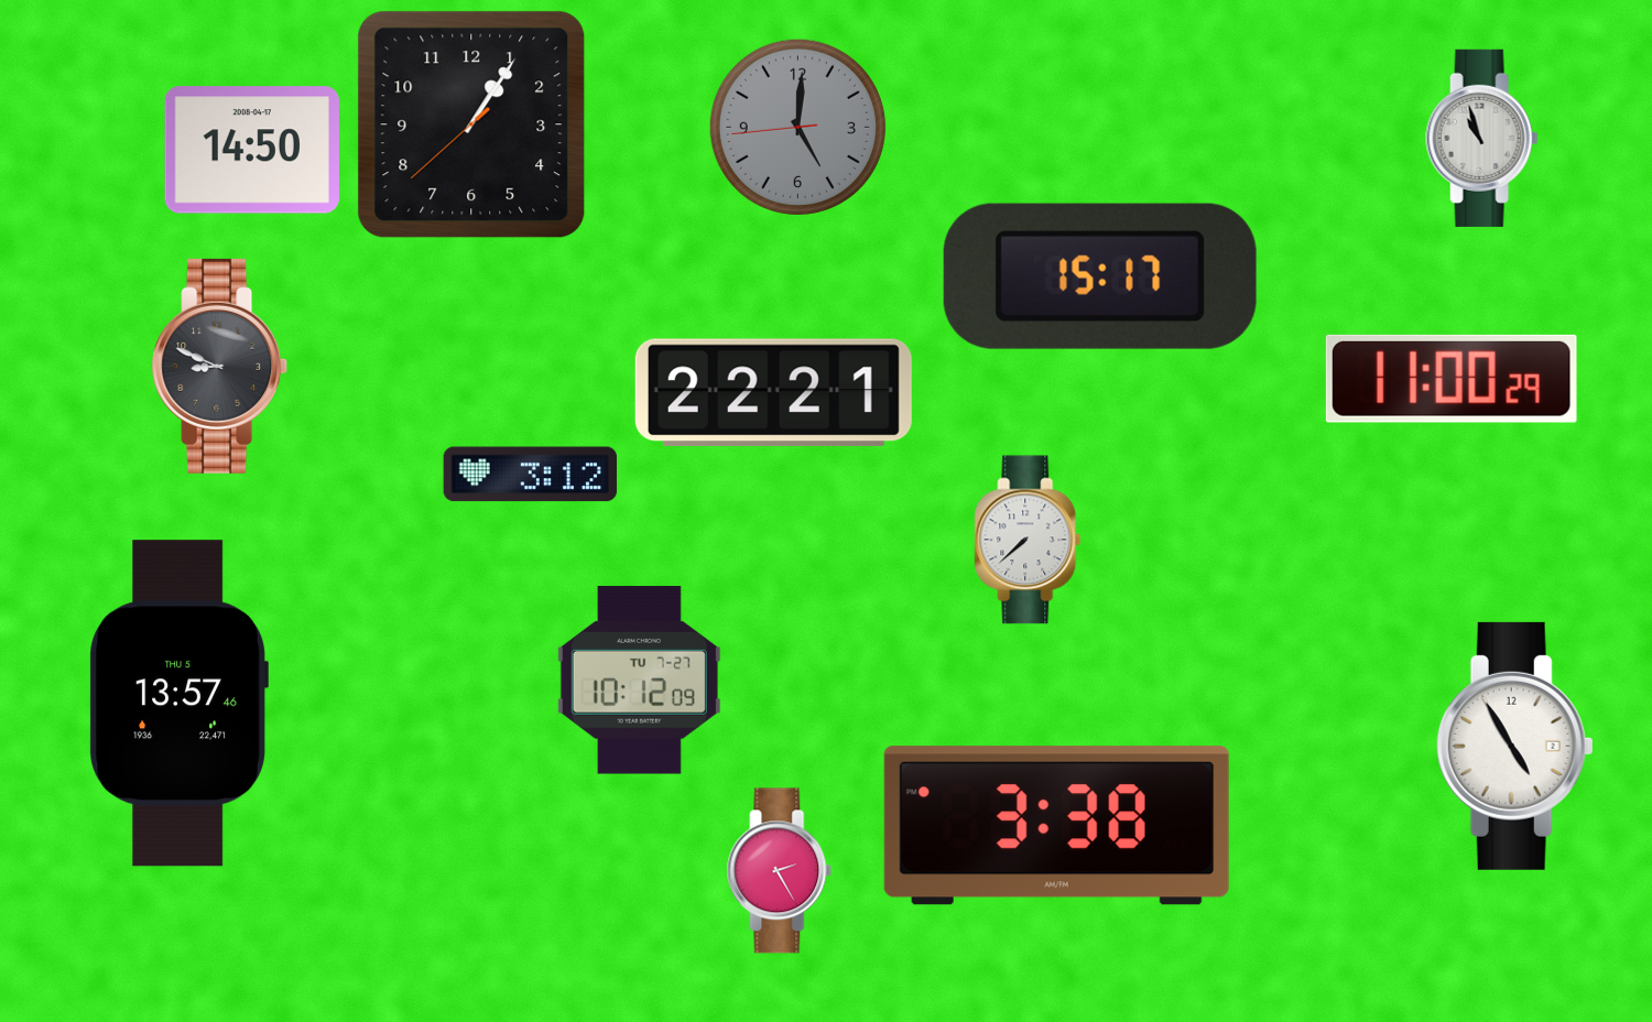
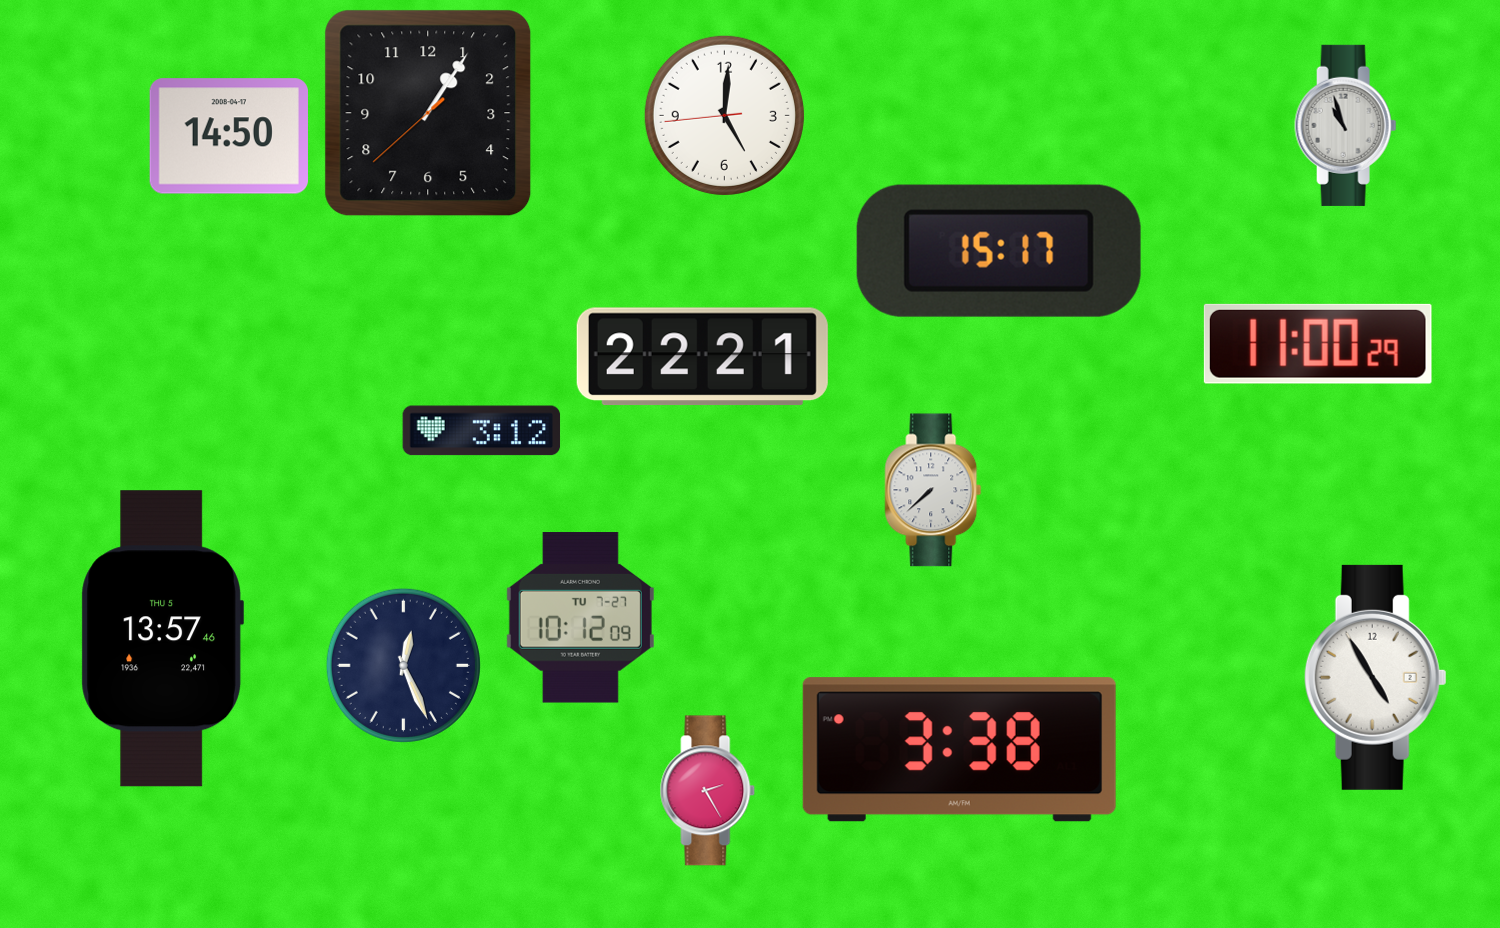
clock at (797, 127) dial: grey -> white
clock at (220, 366): 8:49 -> none
clock at (403, 665): none -> 12:26
